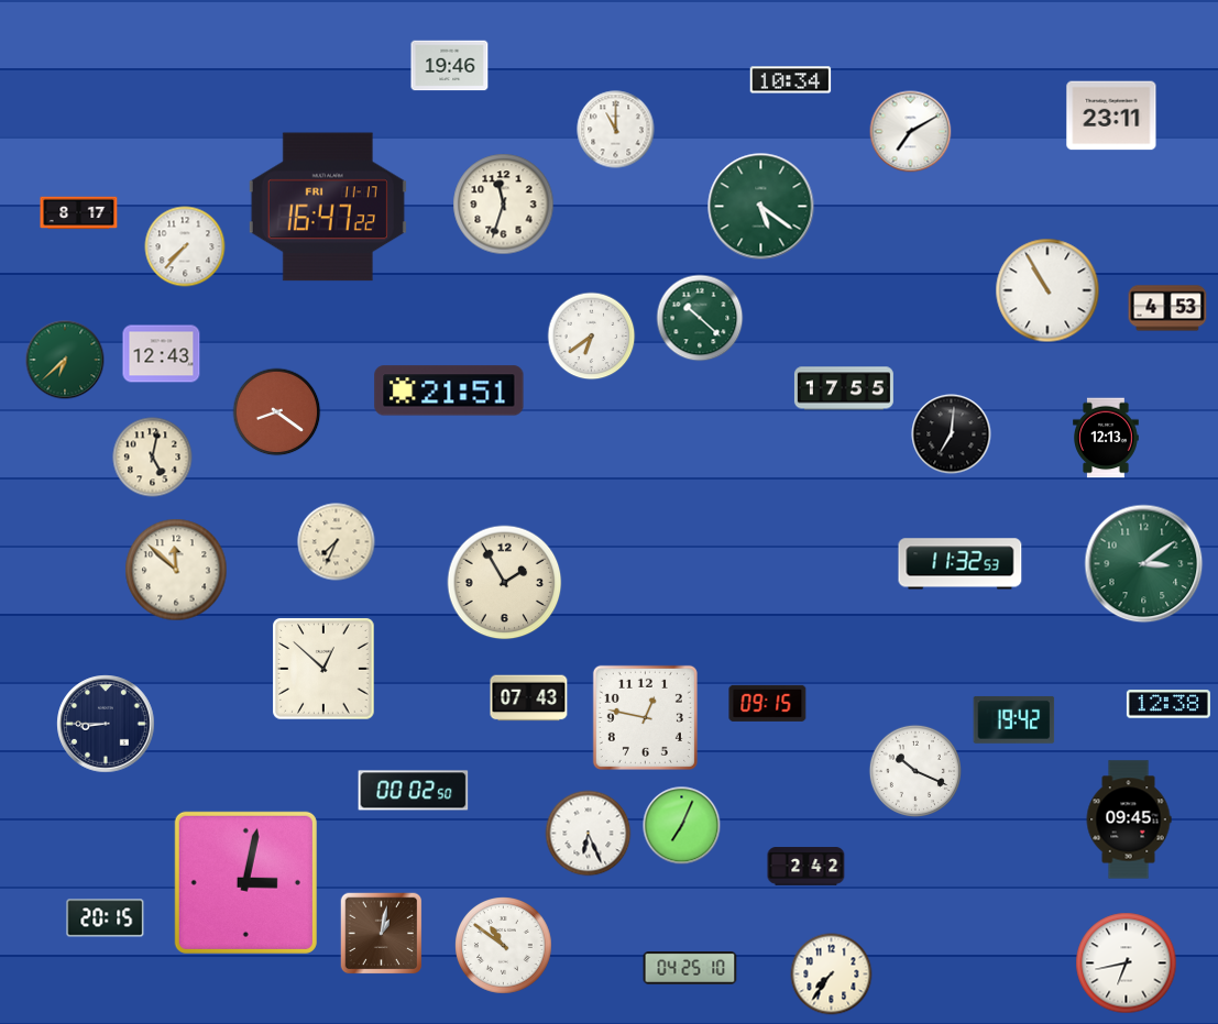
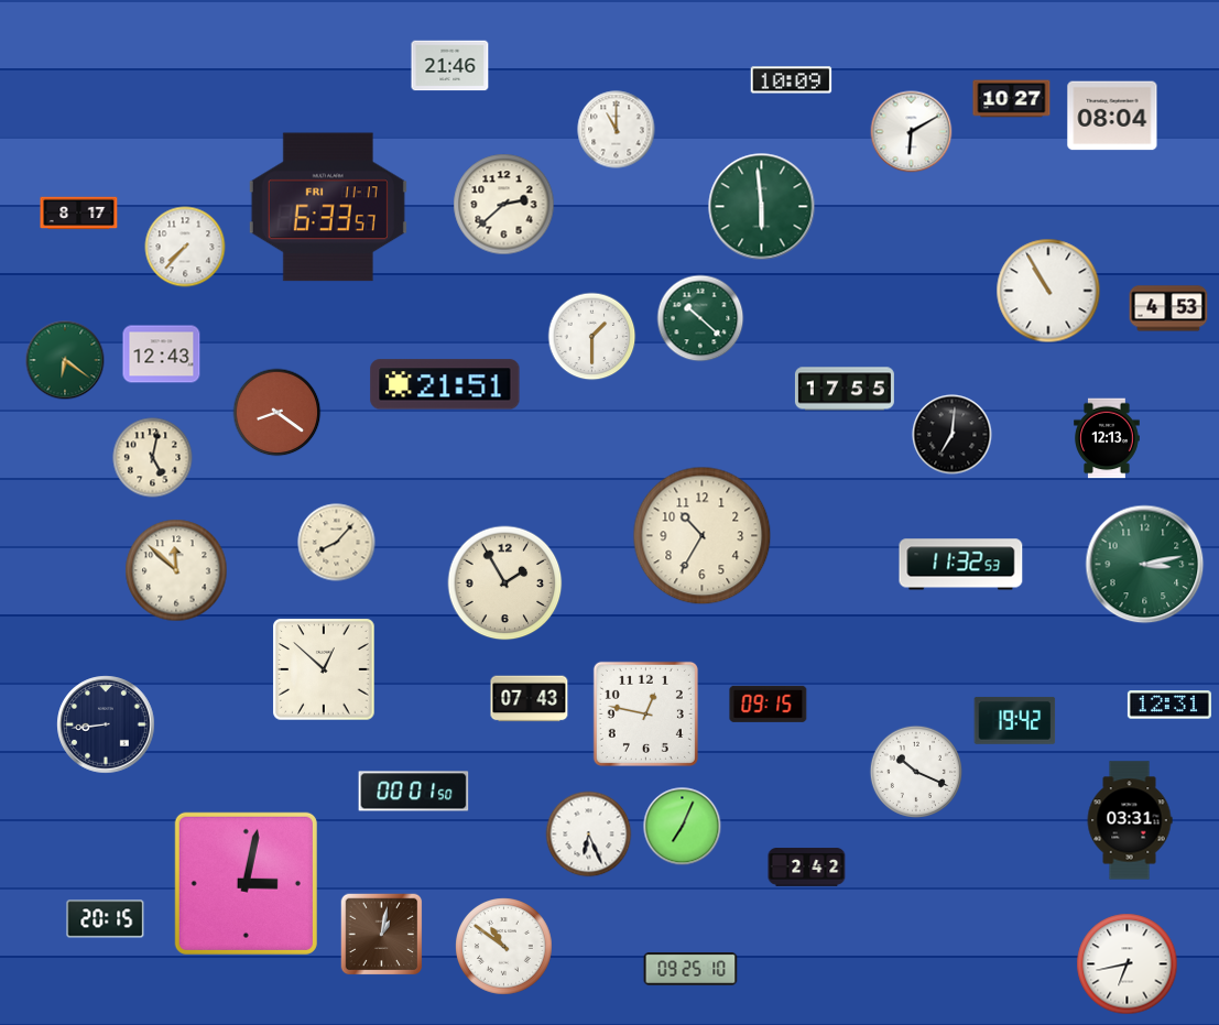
clock at (450, 66): 19:46 -> 21:46
clock at (791, 80): 10:34 -> 10:09
clock at (1012, 99): none -> 10:27
clock at (1111, 115): 23:11 -> 08:04
clock at (911, 132): 7:10 -> 6:10
clock at (504, 205): 11:33 -> 2:38
clock at (328, 207): 16:47 -> 6:33
clock at (761, 207): 5:21 -> 5:59
clock at (592, 337): 6:39 -> 1:30
clock at (65, 360): 6:38 -> 6:21
clock at (449, 390) position: (449, 390) -> (445, 384)
clock at (703, 536): none -> 10:35
clock at (337, 542): 7:34 -> 8:07
clock at (1144, 564): 3:09 -> 3:13
clock at (1168, 704): 12:38 -> 12:31
clock at (645, 717) position: (645, 717) -> (645, 713)
clock at (106, 724): 8:45 -> 8:44
clock at (414, 791): 00:02 -> 00:01
clock at (1129, 819): 09:45 -> 03:31
clock at (690, 969): 04:25 -> 09:25
clock at (832, 975): 7:36 -> none
